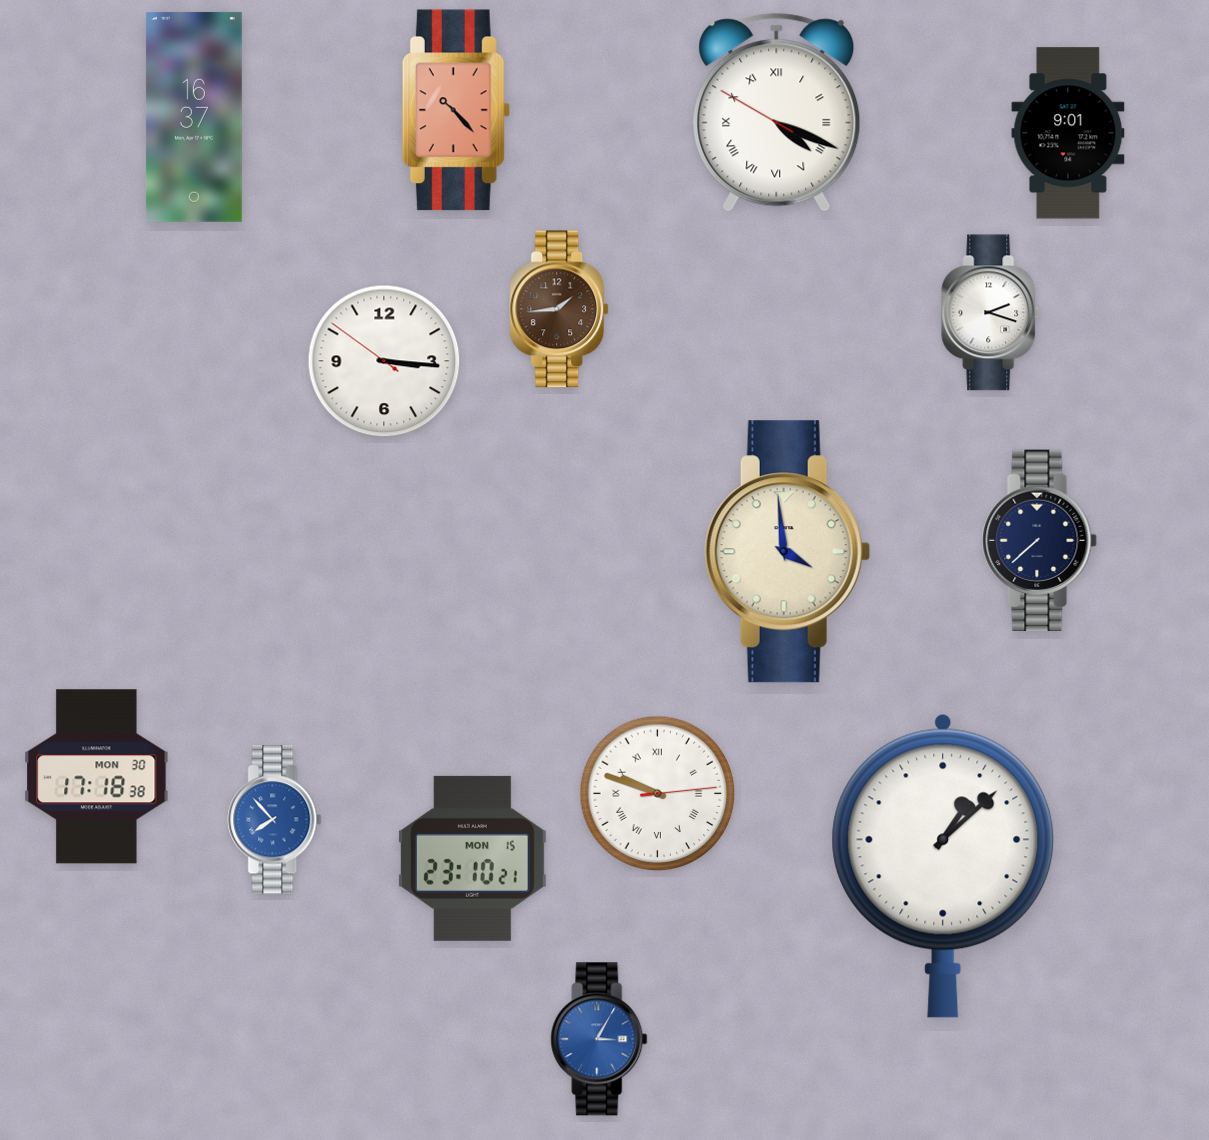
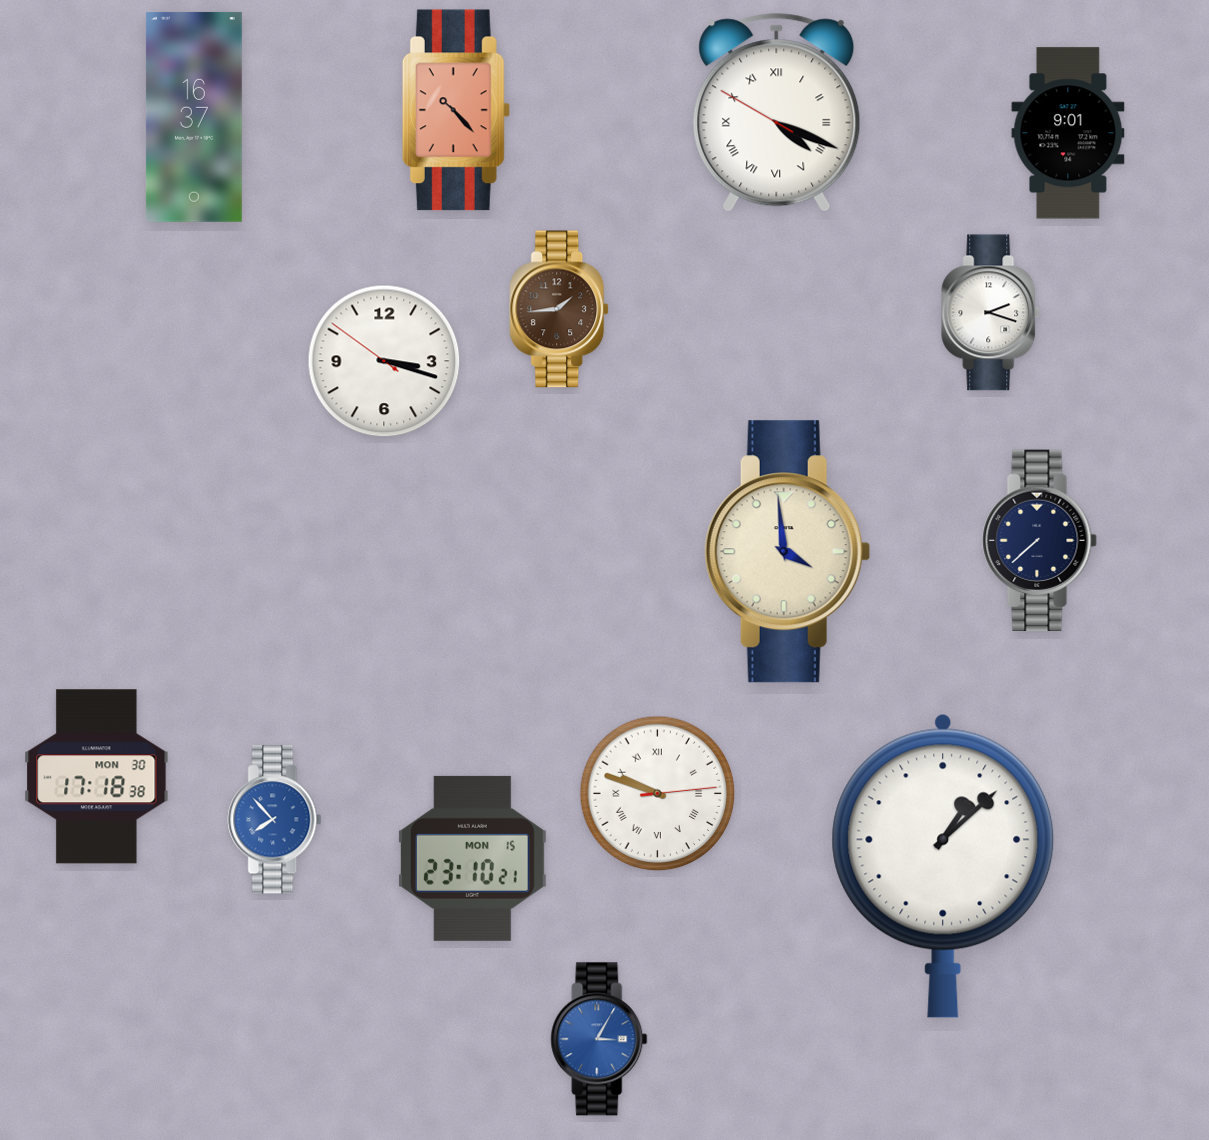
clock at (384, 361): 3:15 -> 3:17
